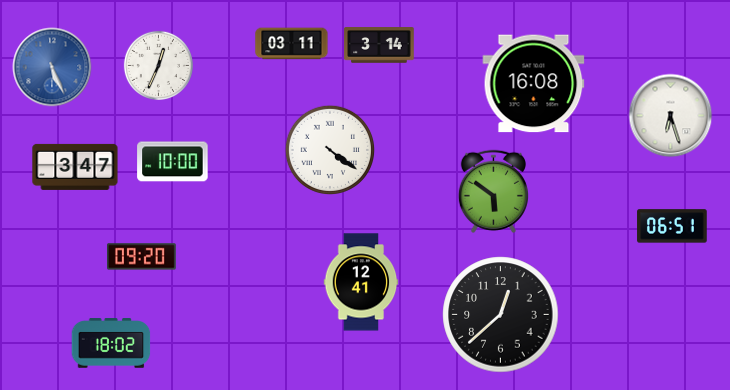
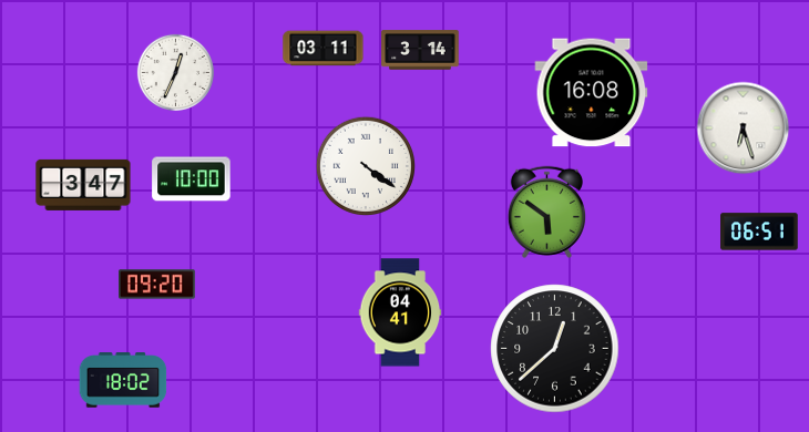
clock at (52, 67): 5:26 -> none
clock at (672, 226) position: (672, 226) -> (759, 232)
clock at (361, 282): 12:41 -> 04:41
